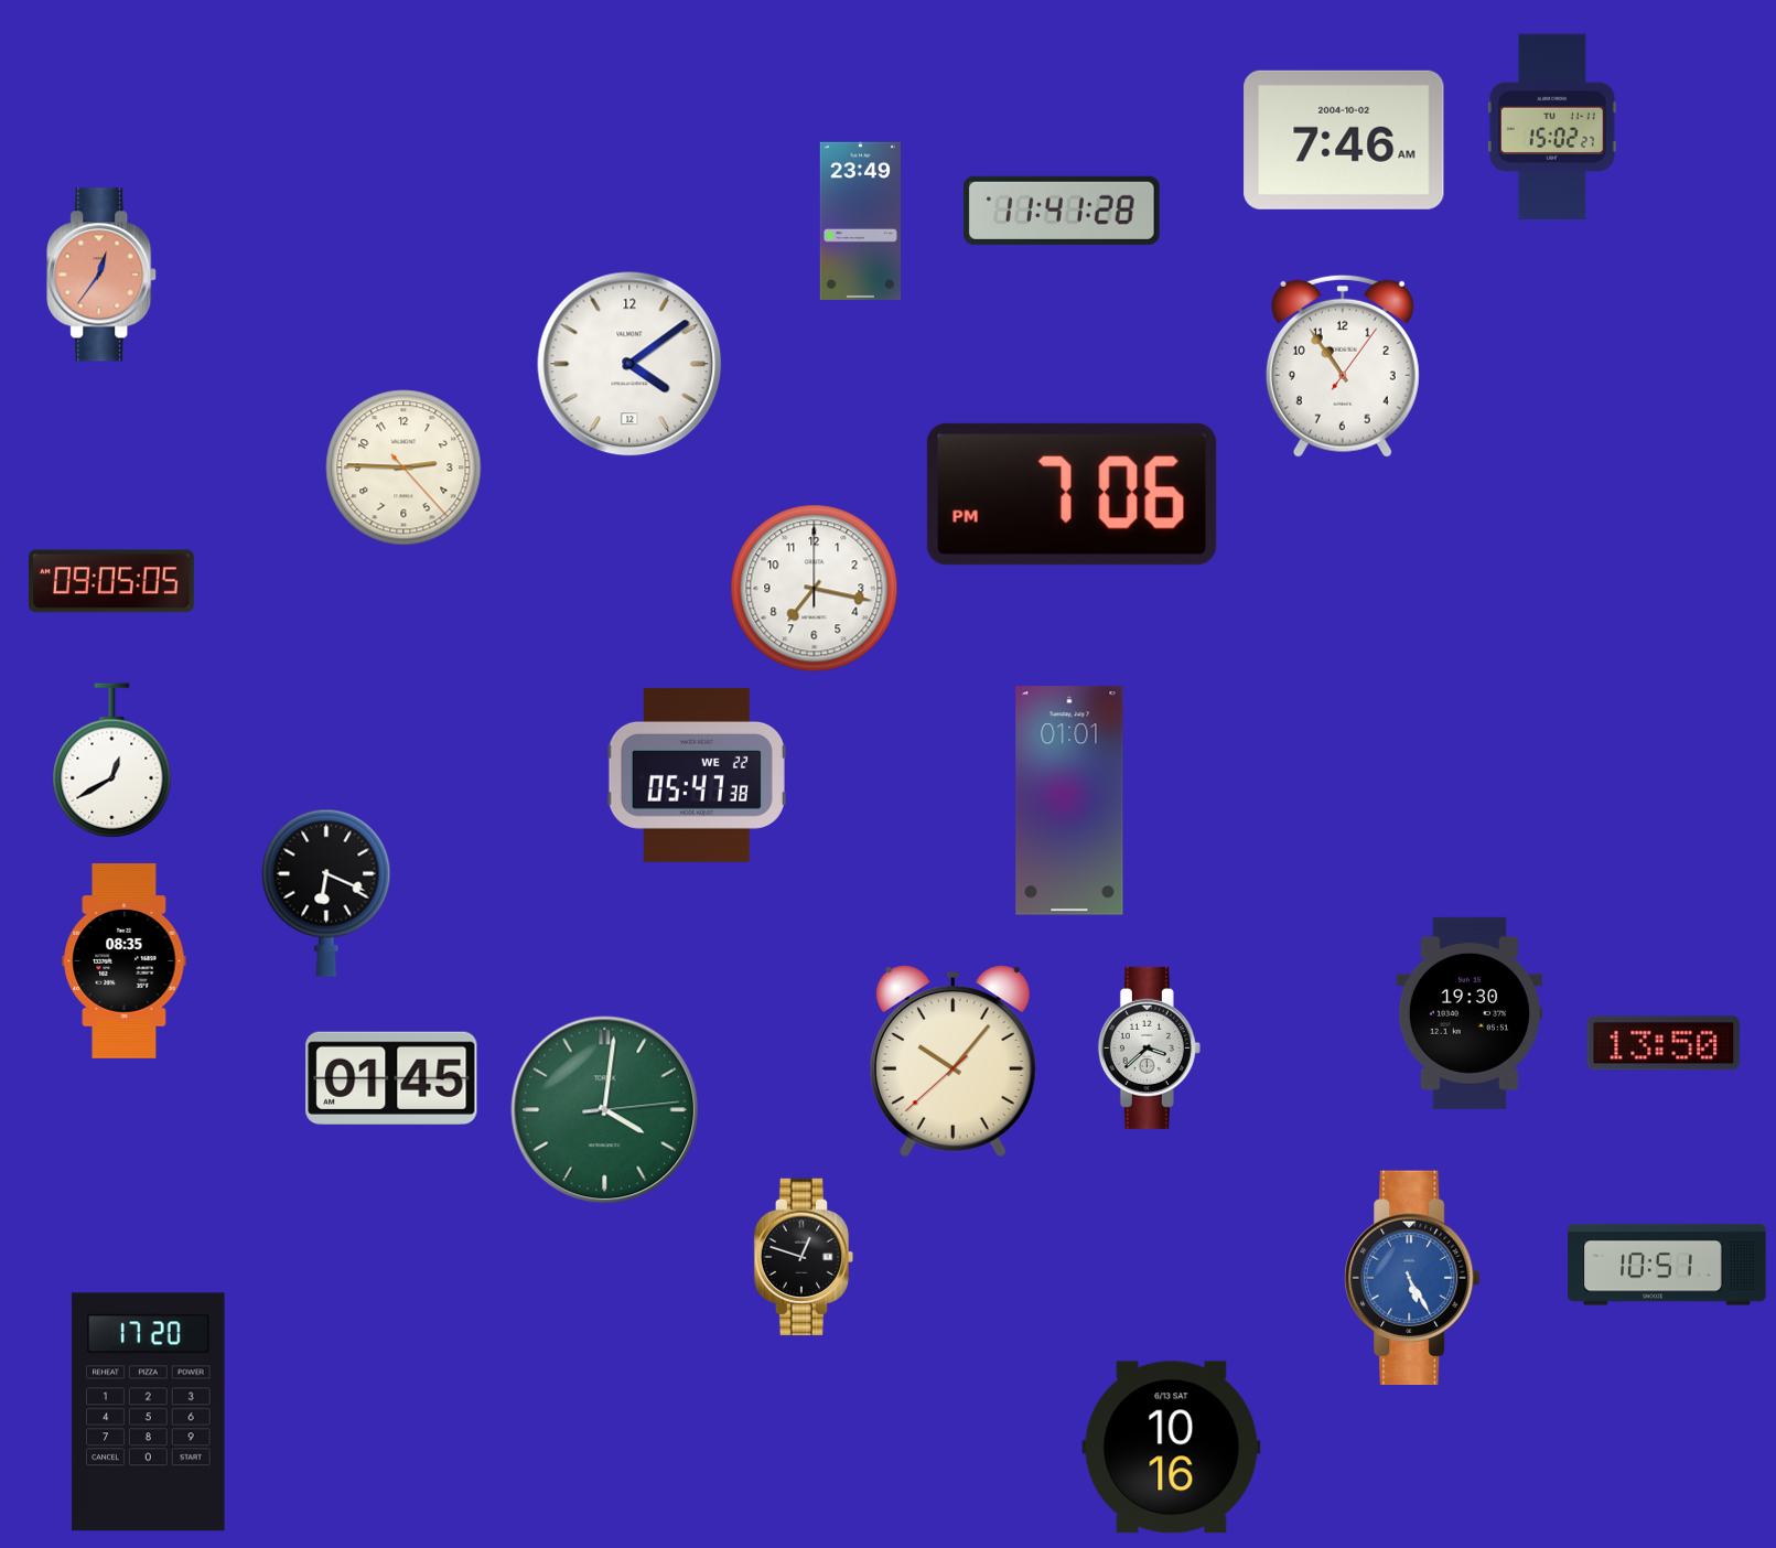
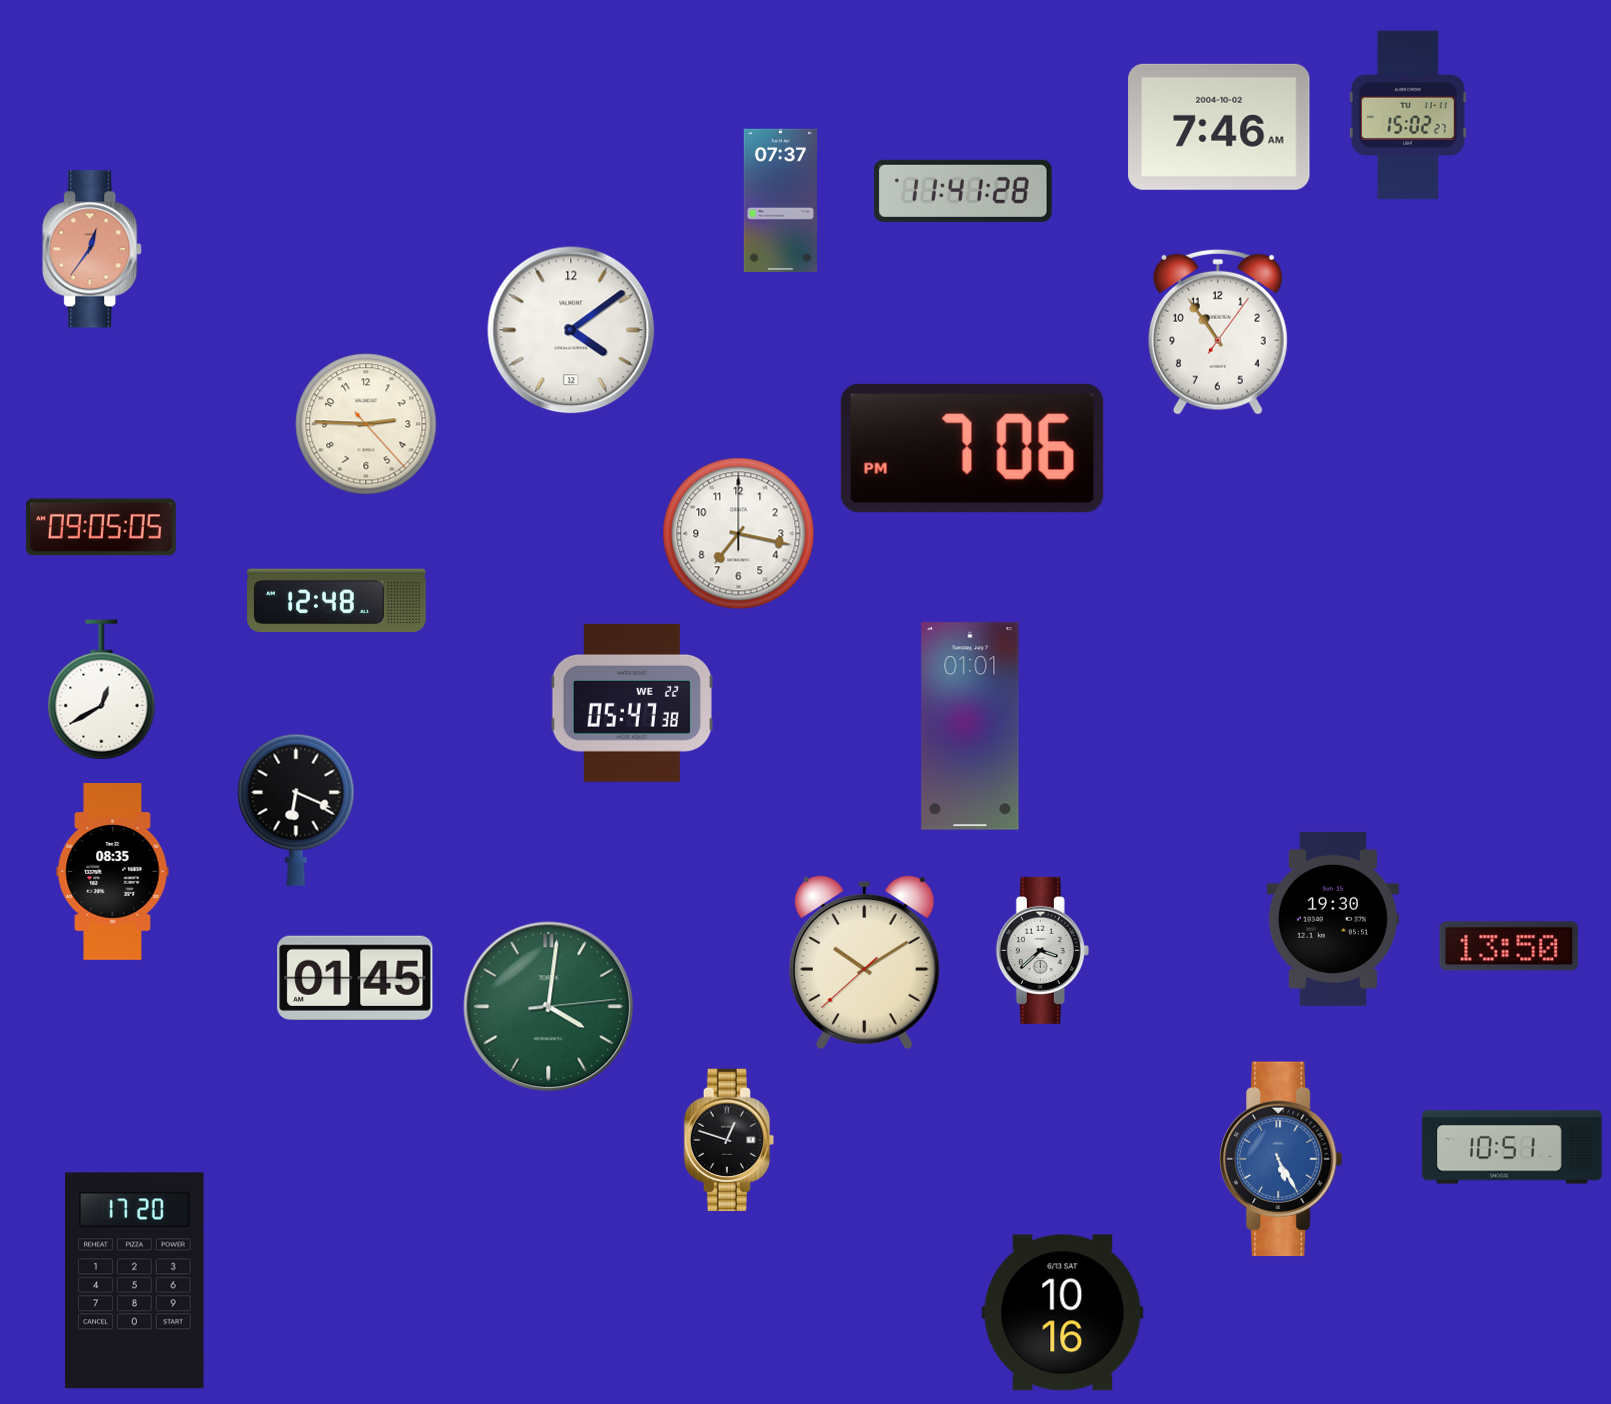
clock at (860, 221): 23:49 -> 07:37
clock at (337, 601): none -> 12:48
clock at (952, 1062): 10:06 -> 10:09
